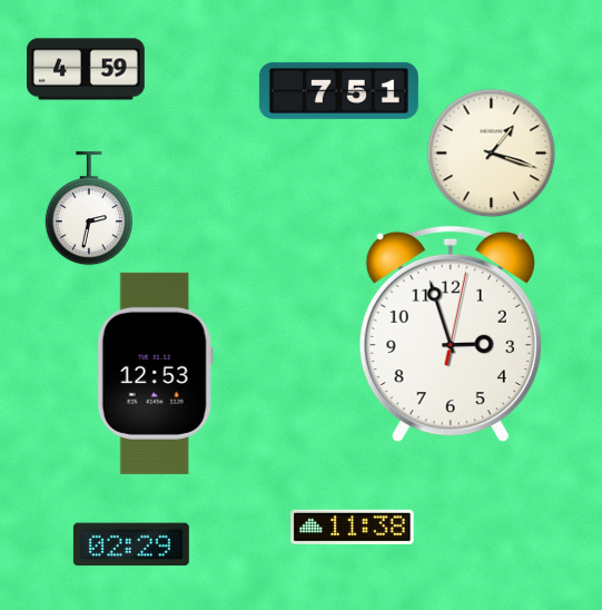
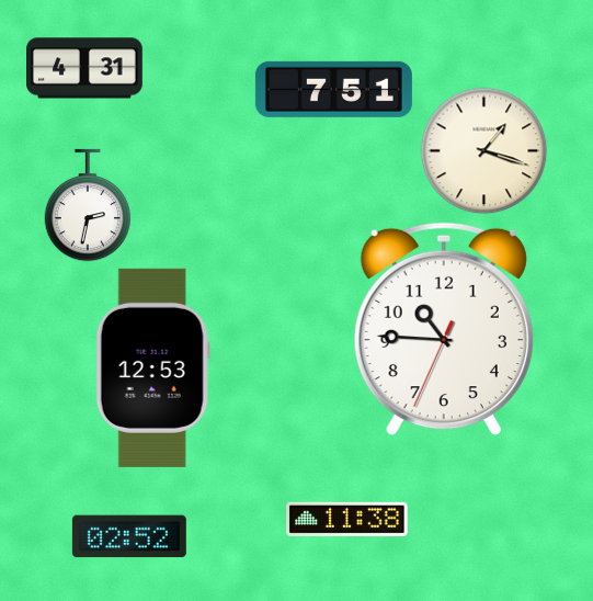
clock at (87, 69): 4:59 -> 4:31
clock at (451, 334): 2:57 -> 10:45
clock at (131, 544): 02:29 -> 02:52
